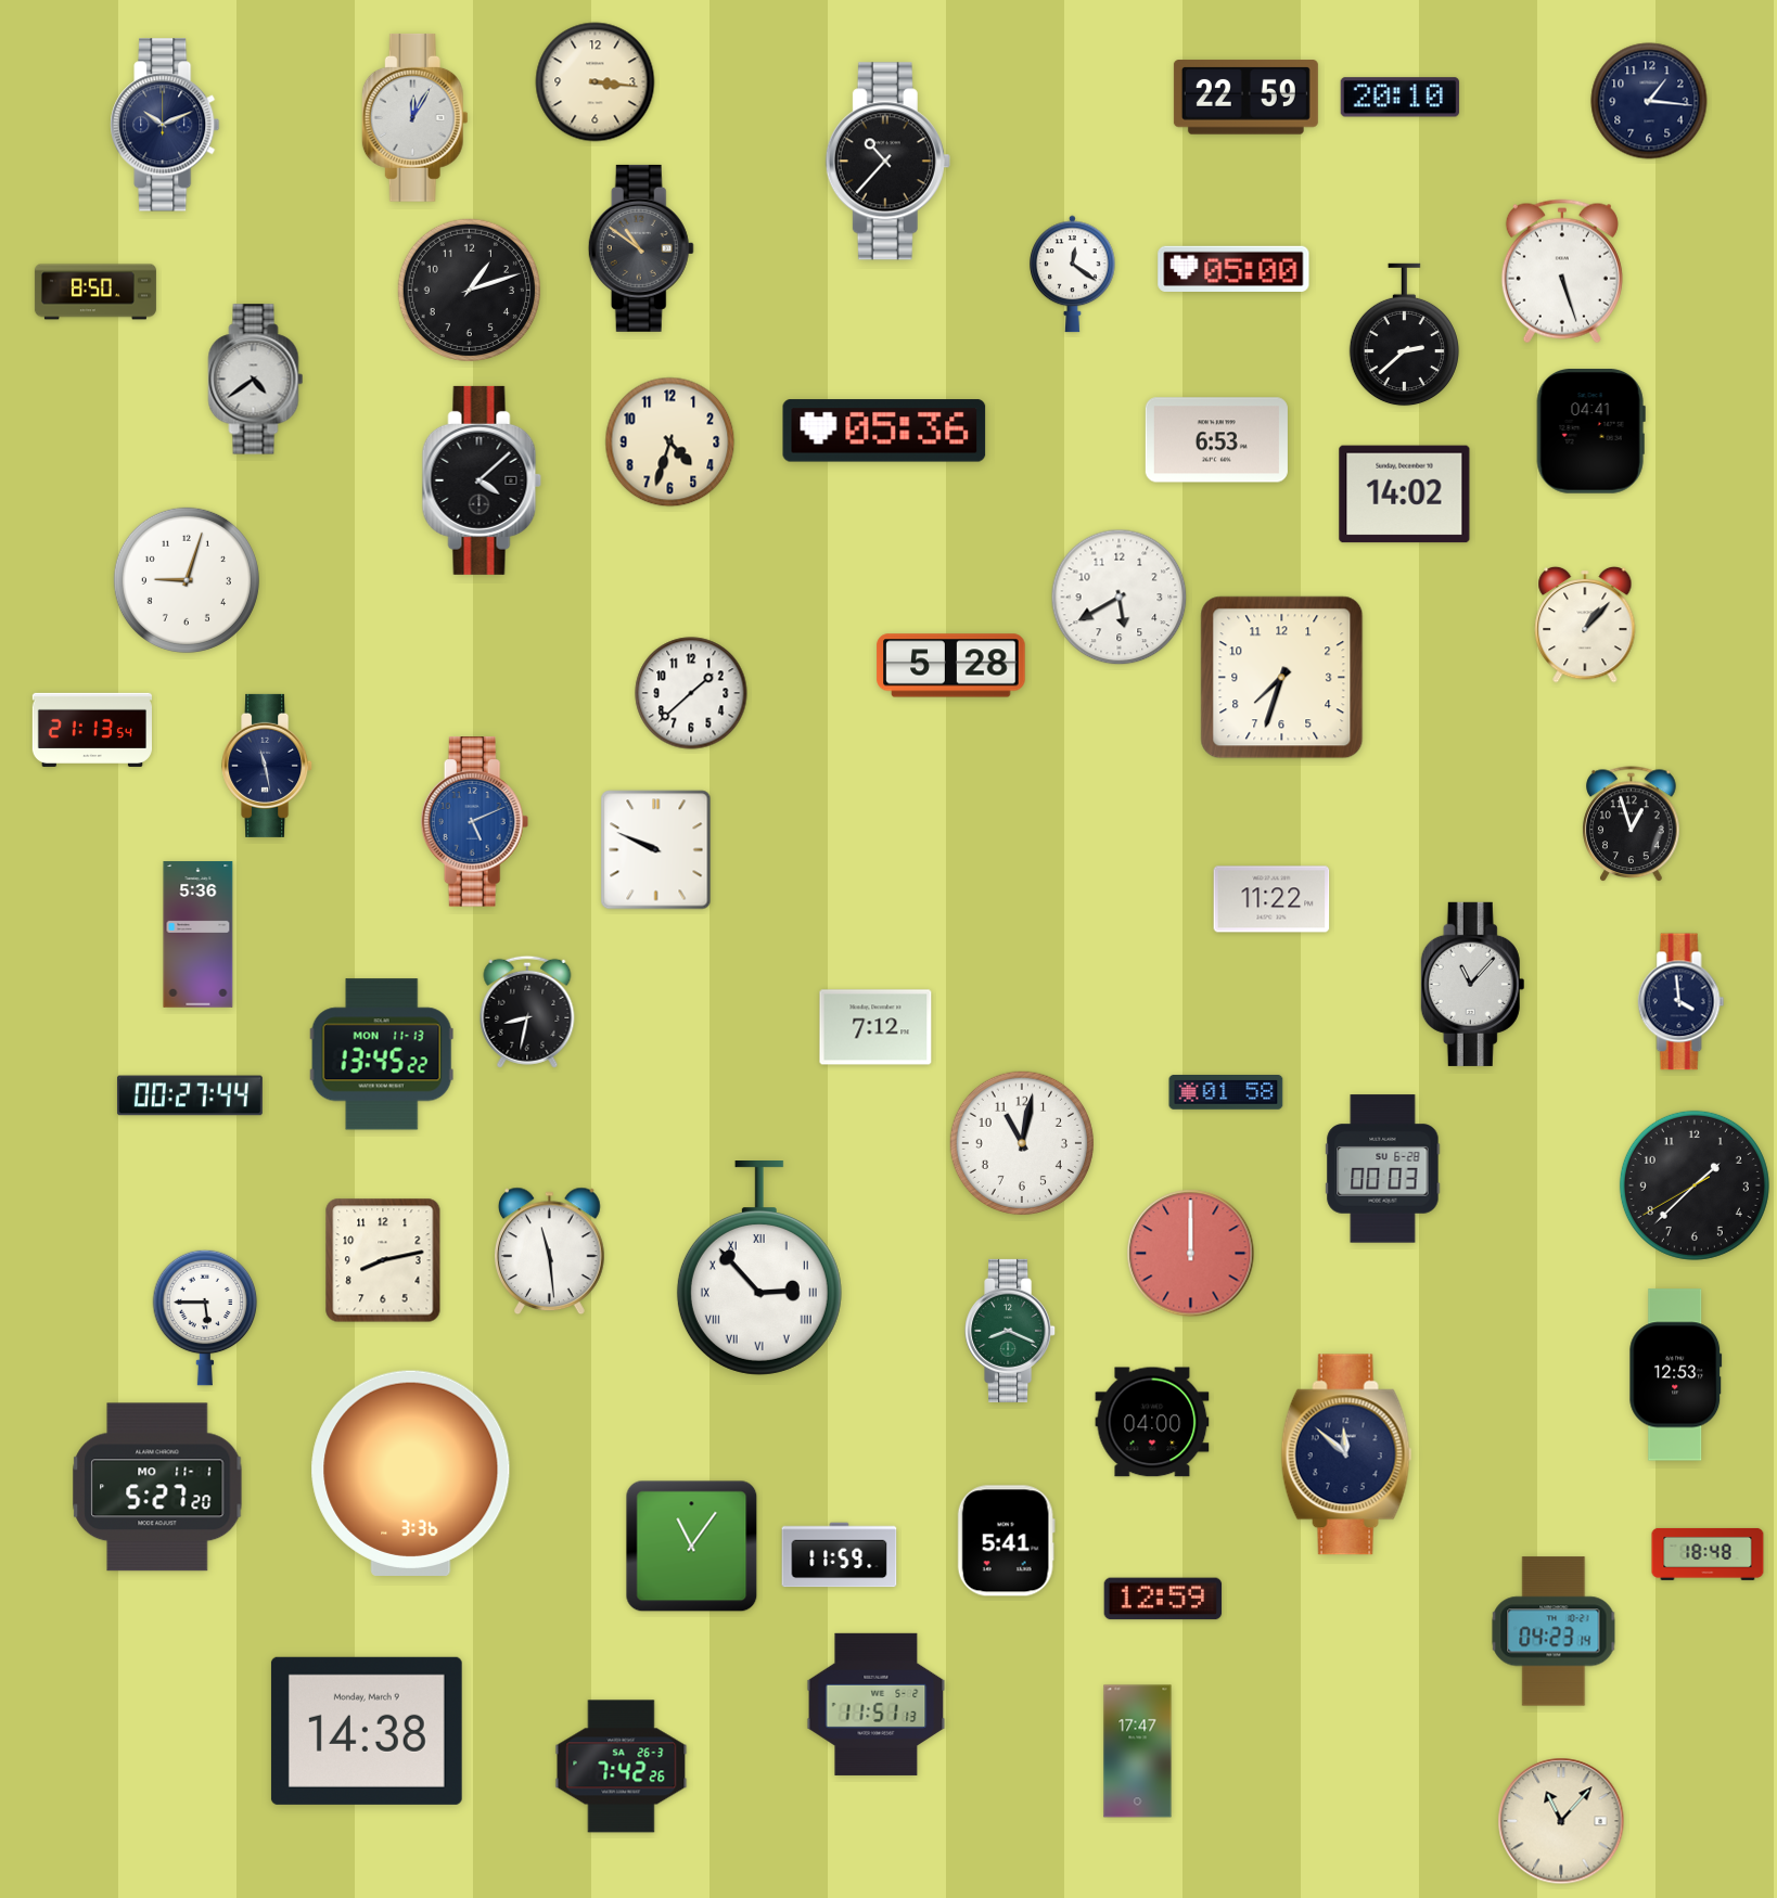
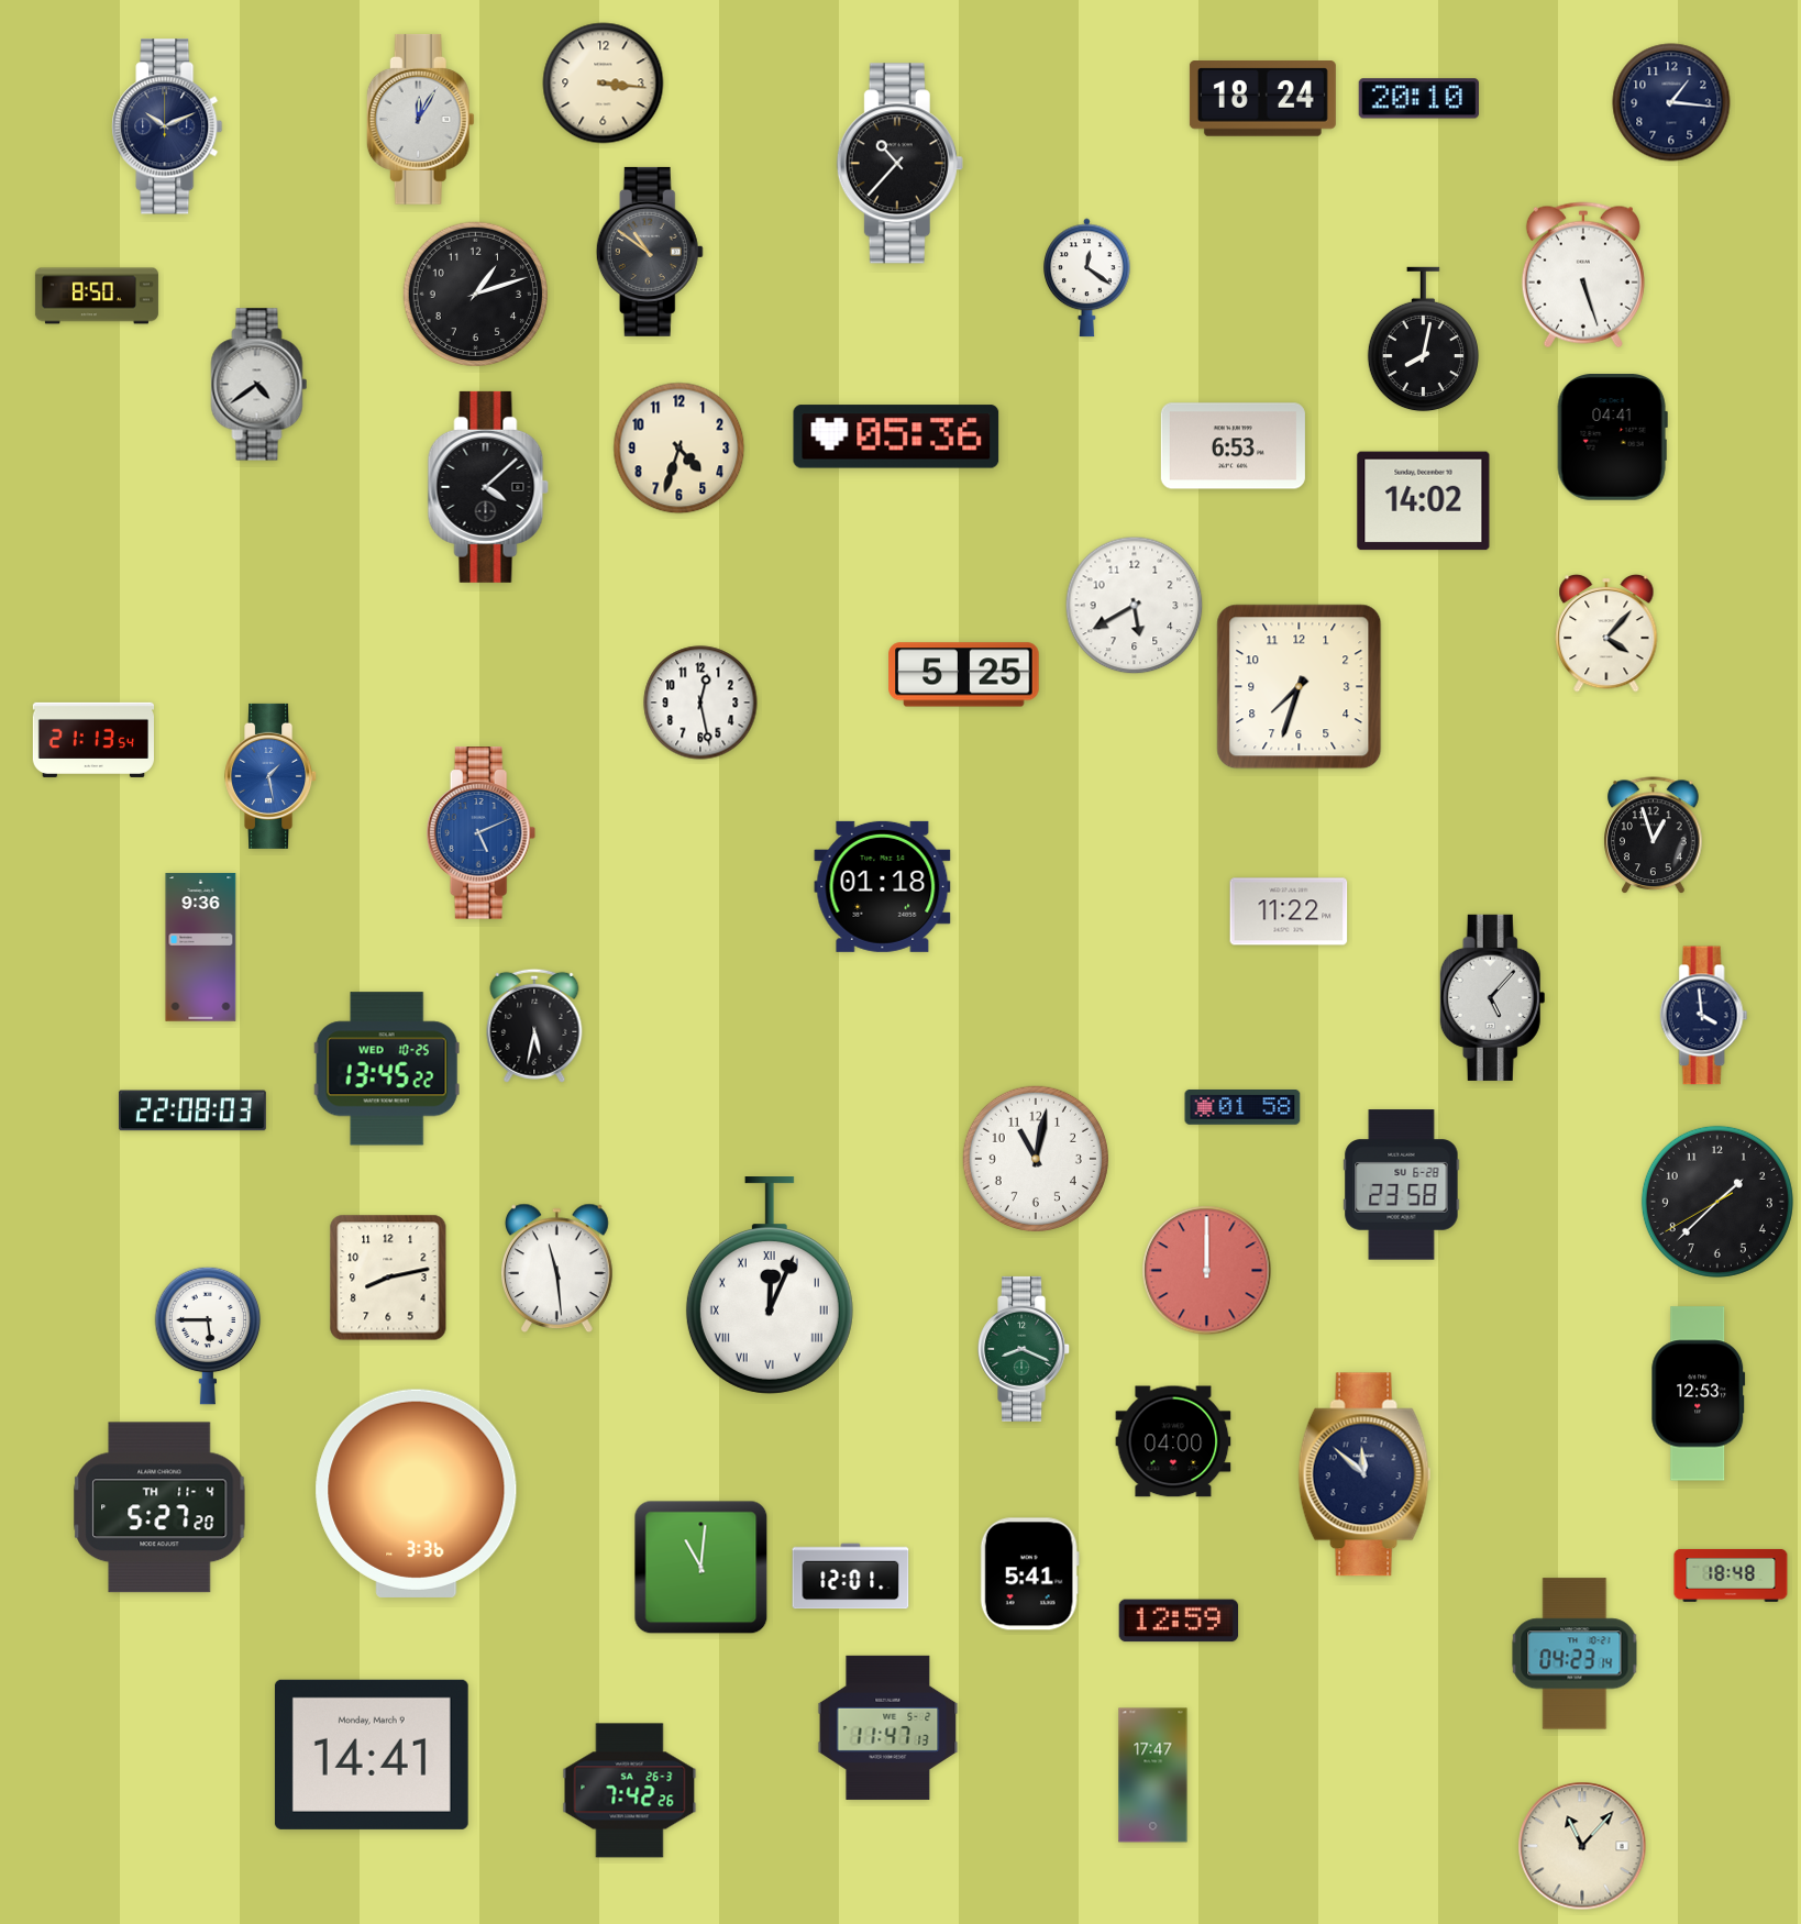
clock at (1245, 98): 22:59 -> 18:24
clock at (1233, 269): 05:00 -> none
clock at (1404, 335): 2:38 -> 8:02
clock at (187, 580): 9:03 -> none
clock at (1585, 625): 1:07 -> 4:07
clock at (951, 666): 5:28 -> 5:25
clock at (691, 693): 1:38 -> 12:28
clock at (268, 766): 11:28 -> 1:28
clock at (268, 766) dial: navy -> blue
clock at (656, 850): 9:49 -> none
clock at (883, 886): none -> 01:18
clock at (199, 935): 5:36 -> 9:36
clock at (1473, 984): 11:07 -> 5:07
clock at (527, 1012): 8:32 -> 5:32
clock at (875, 1027): 7:12 -> none
clock at (382, 1054) date: MON 11-13 -> WED 10-25
clock at (190, 1095): 00:27 -> 22:08
clock at (1383, 1169): 00:03 -> 23:58
clock at (759, 1269): 2:53 -> 12:04
clock at (1152, 1422) position: (1152, 1422) -> (1173, 1441)
clock at (157, 1487) date: MO 11-1 -> TH 11-4
clock at (1006, 1541) position: (1006, 1541) -> (1029, 1574)
clock at (692, 1547): 11:06 -> 11:01
clock at (840, 1555): 11:59 -> 12:01
clock at (877, 1704): 11:51 -> 11:47
clock at (367, 1731): 14:38 -> 14:41
